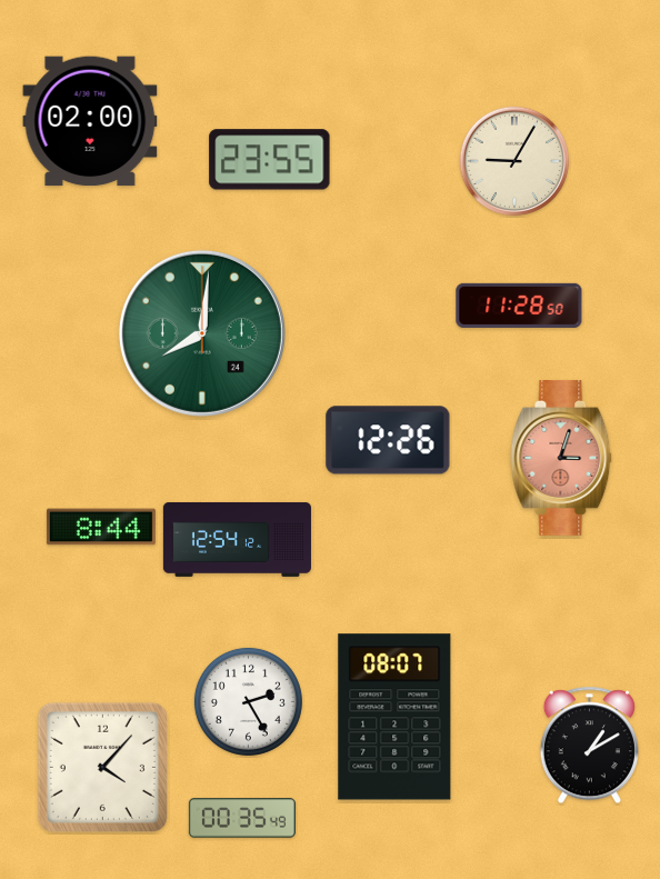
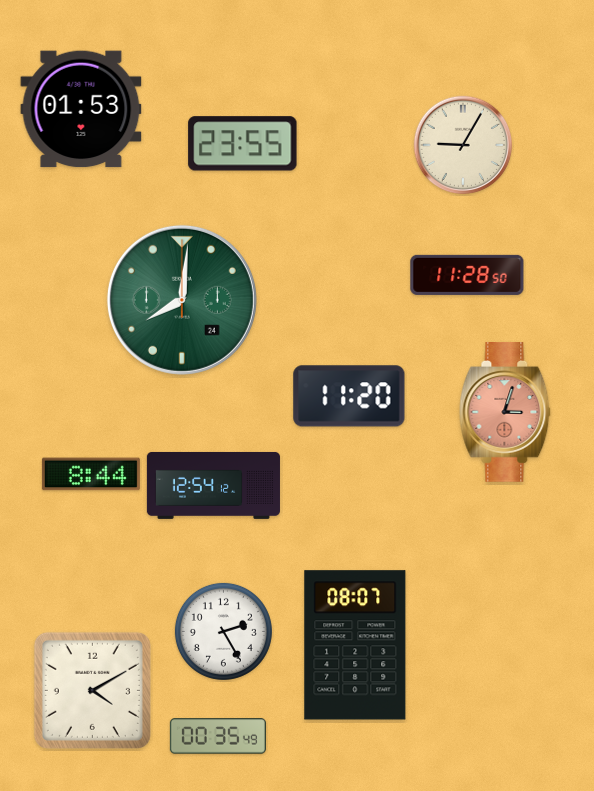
clock at (90, 121): 02:00 -> 01:53
clock at (388, 440): 12:26 -> 11:20
clock at (589, 746): 1:10 -> none
clock at (102, 767): 4:07 -> 4:10
